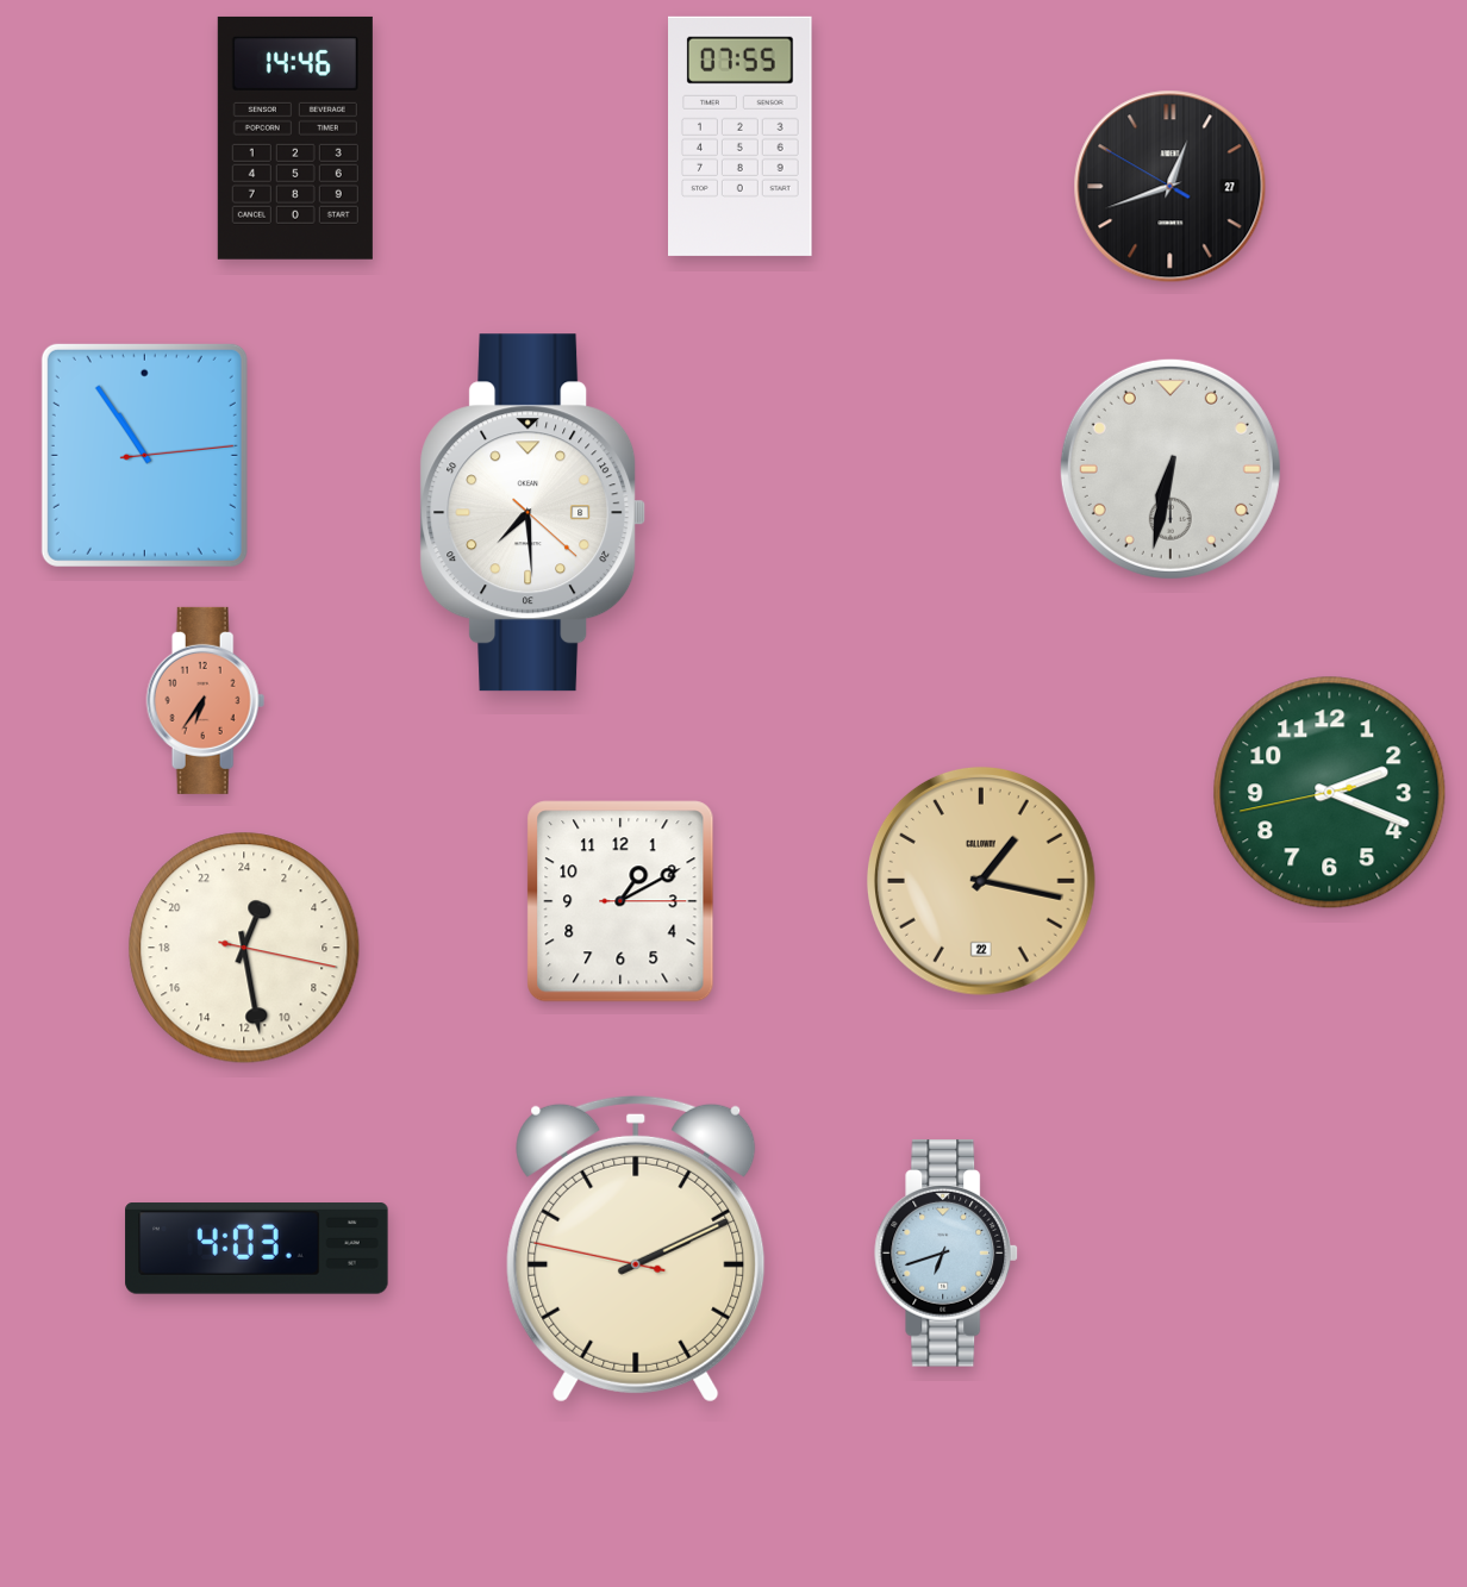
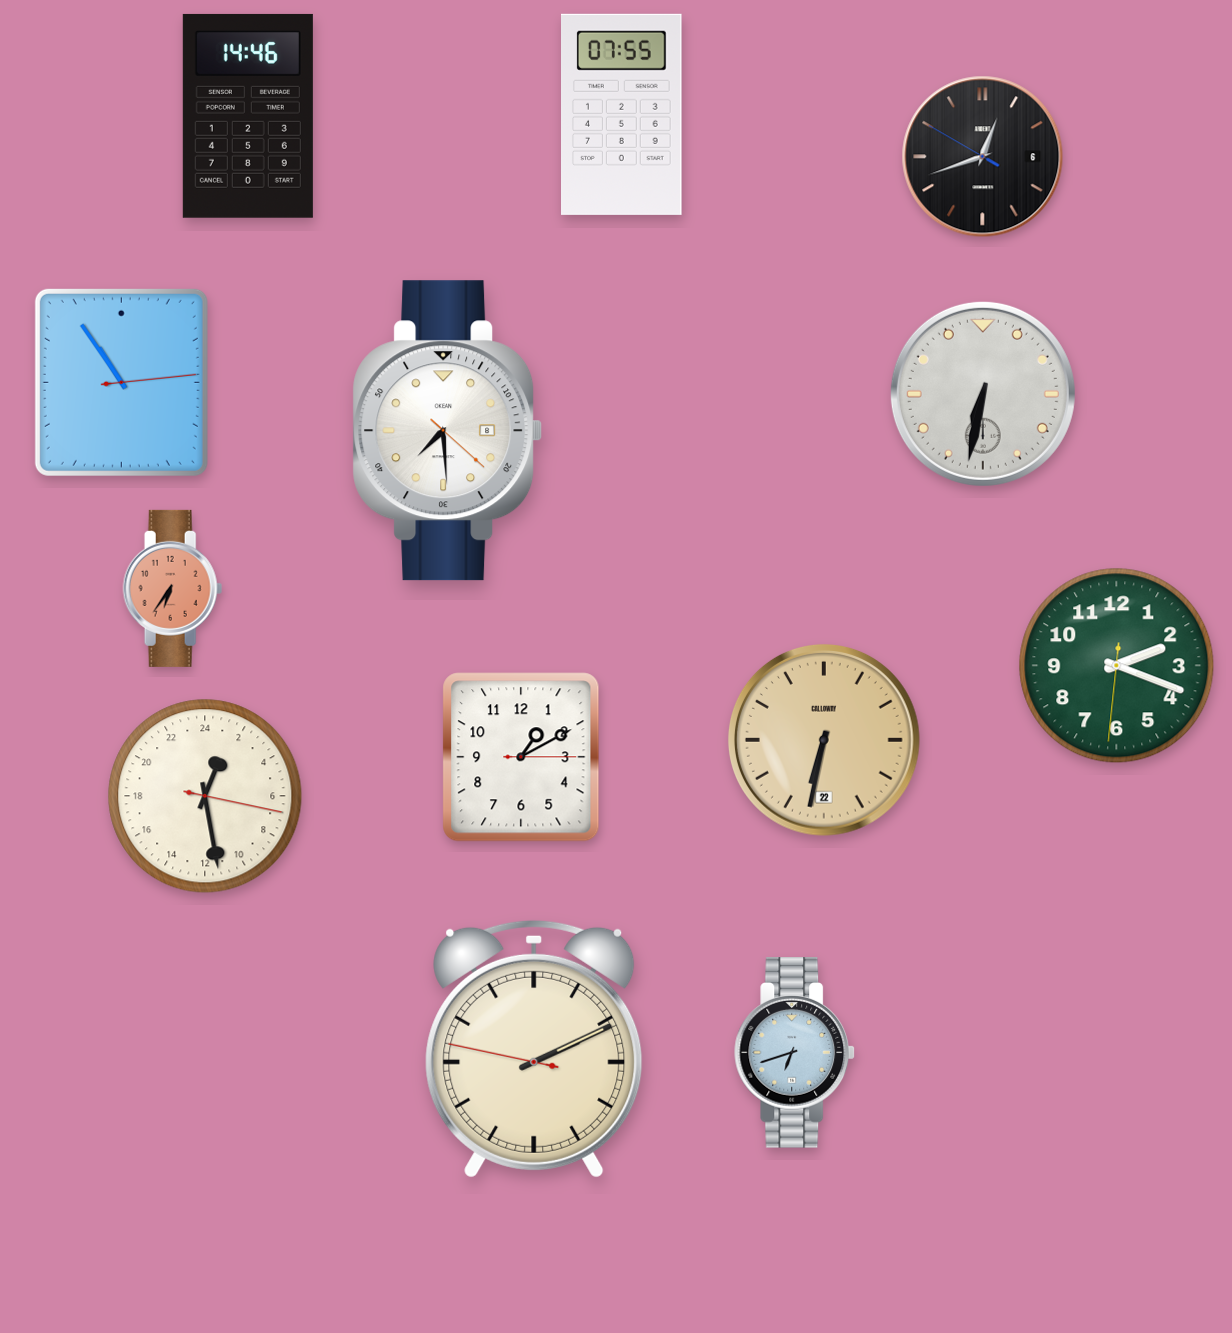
clock at (1171, 187) date: 27 -> 6
clock at (1330, 793): 2:18:43 -> 2:18:31
clock at (981, 881): 1:17 -> 6:32
clock at (257, 1249): 4:03 -> none
